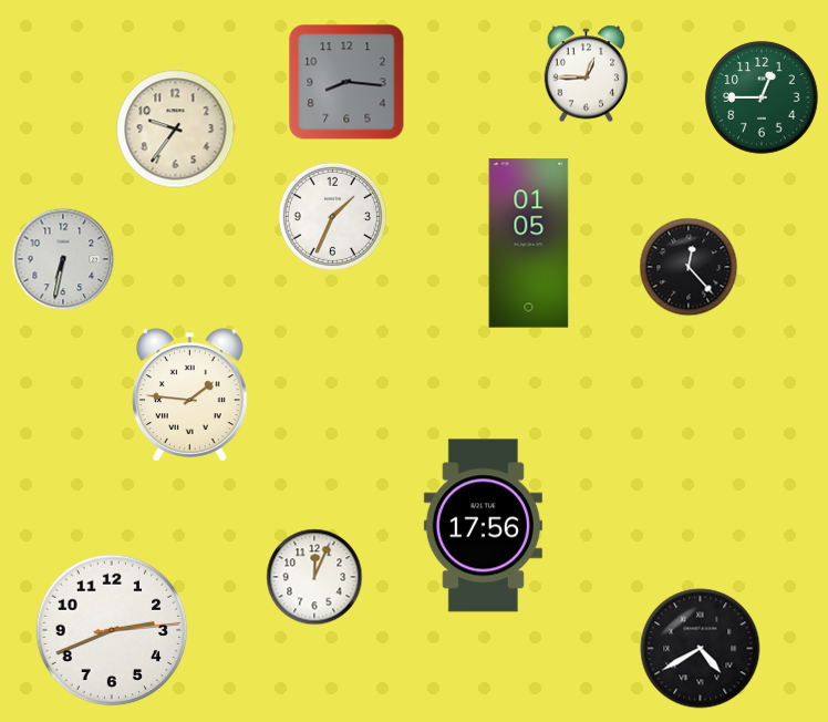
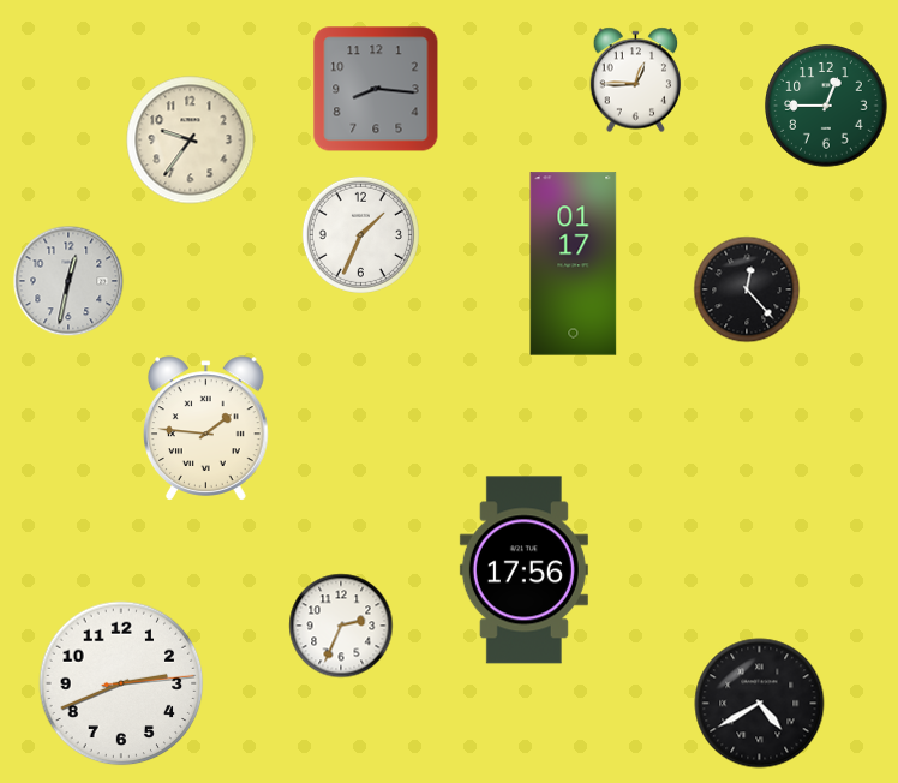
clock at (529, 244): 01:05 -> 01:17
clock at (63, 259): 6:32 -> 12:32
clock at (314, 577): 12:04 -> 2:34
